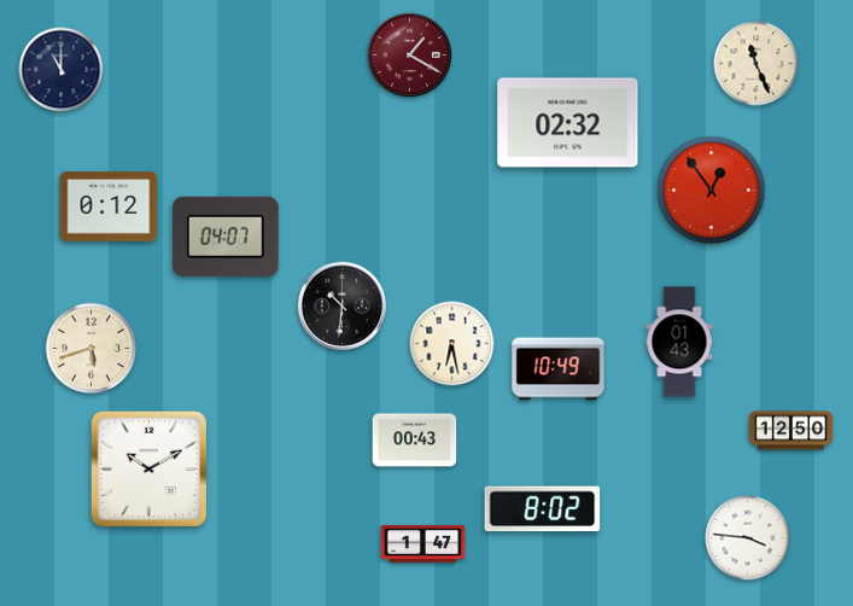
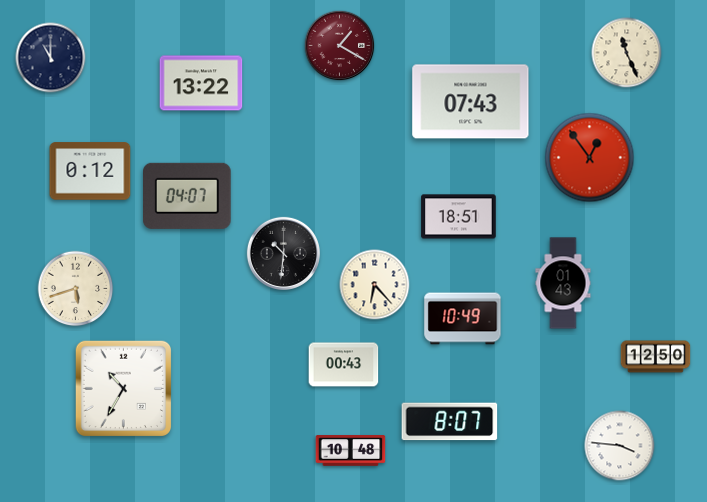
clock at (201, 83): none -> 13:22
clock at (568, 123): 02:32 -> 07:43
clock at (459, 217): none -> 18:51
clock at (452, 344): 6:28 -> 6:23
clock at (559, 369) position: (559, 369) -> (463, 319)
clock at (148, 468): 10:10 -> 10:35
clock at (543, 509): 8:02 -> 8:07
clock at (423, 544): 1:47 -> 10:48
